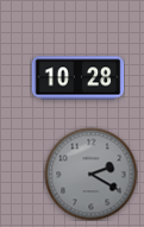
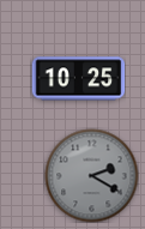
clock at (77, 78): 10:28 -> 10:25
